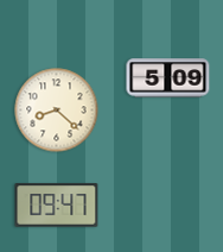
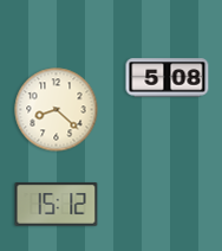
clock at (168, 78): 5:09 -> 5:08
clock at (57, 206): 09:47 -> 15:12
